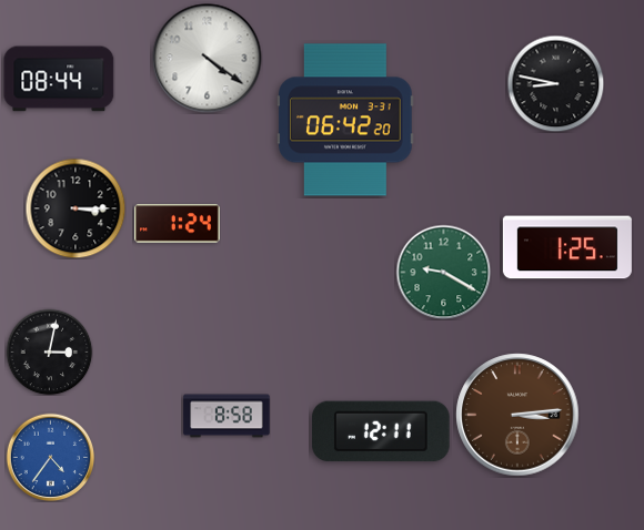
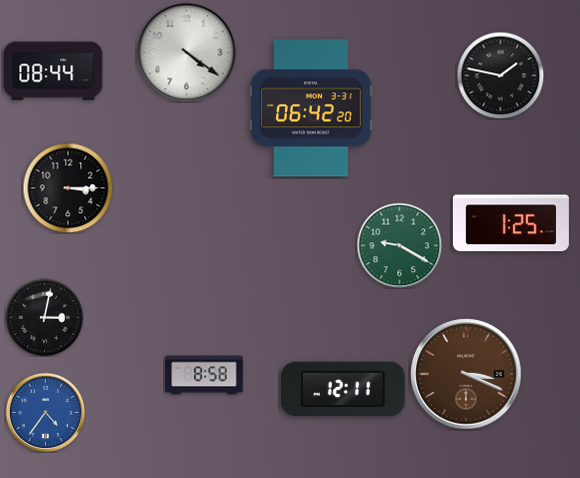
clock at (555, 83): 8:47 -> 1:47
clock at (178, 224): 1:24 -> none
clock at (517, 415): 3:14 -> 3:19
